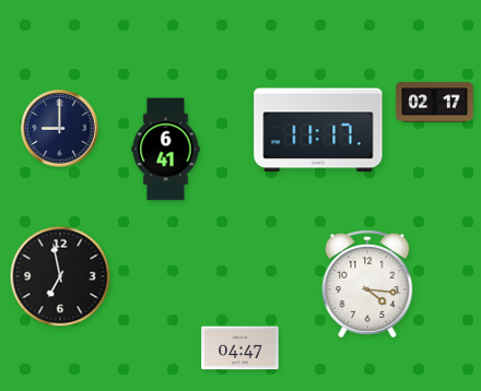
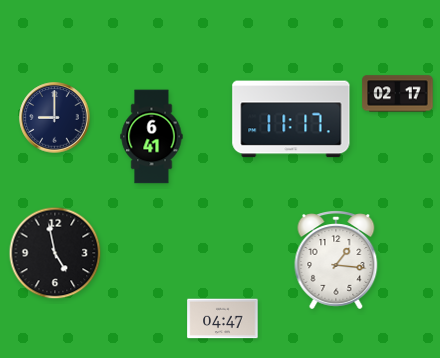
clock at (60, 276): 6:58 -> 4:58
clock at (367, 284): 4:16 -> 1:16
clock at (241, 348) position: (241, 348) -> (223, 319)
